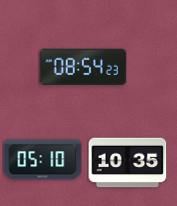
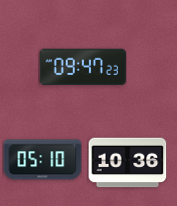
clock at (82, 67): 08:54 -> 09:47
clock at (127, 163): 10:35 -> 10:36
